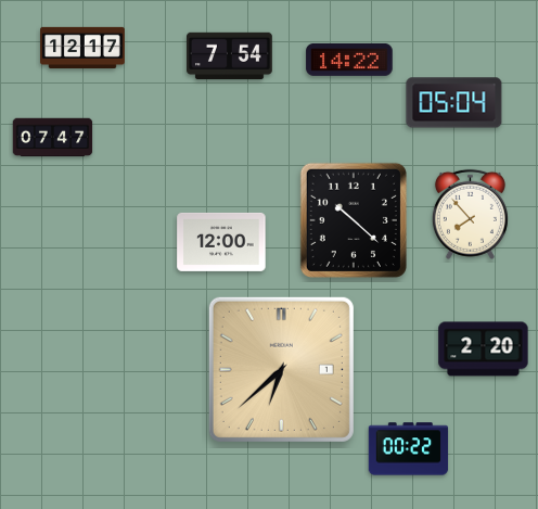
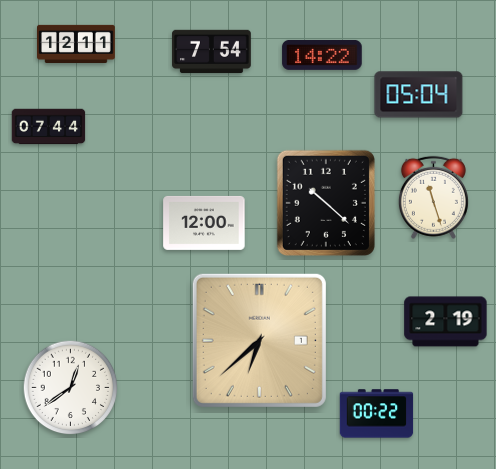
clock at (84, 47): 12:17 -> 12:11
clock at (53, 138): 07:47 -> 07:44
clock at (470, 214): 7:53 -> 11:27
clock at (484, 349): 2:20 -> 2:19
clock at (71, 388): none -> 12:39
